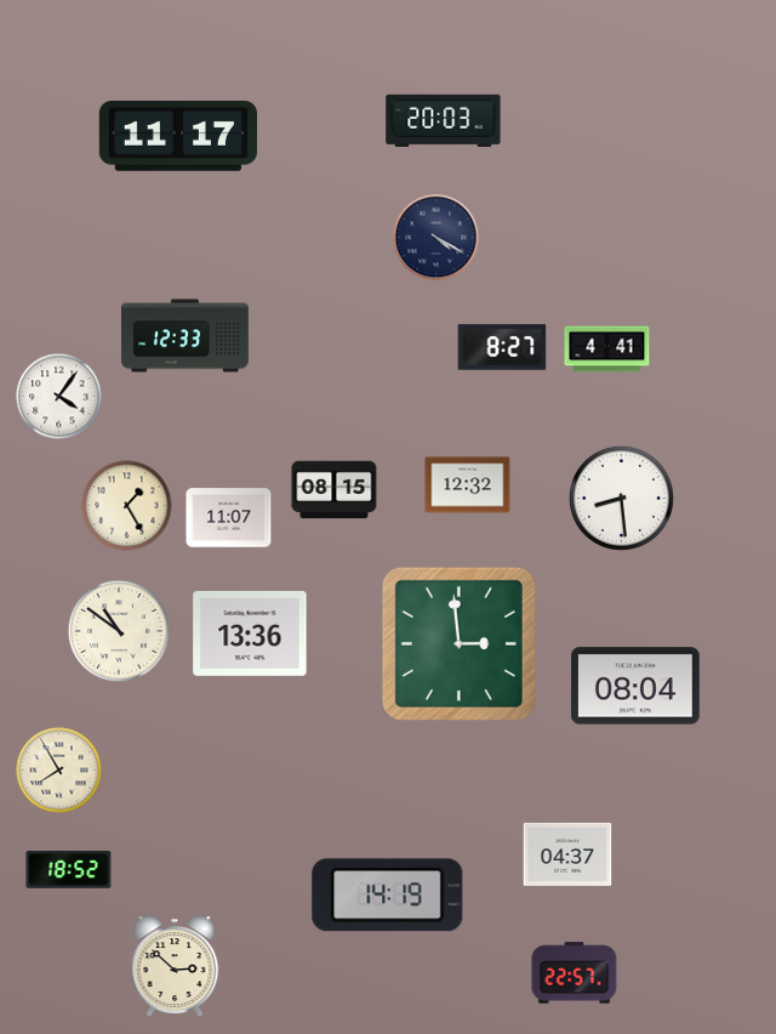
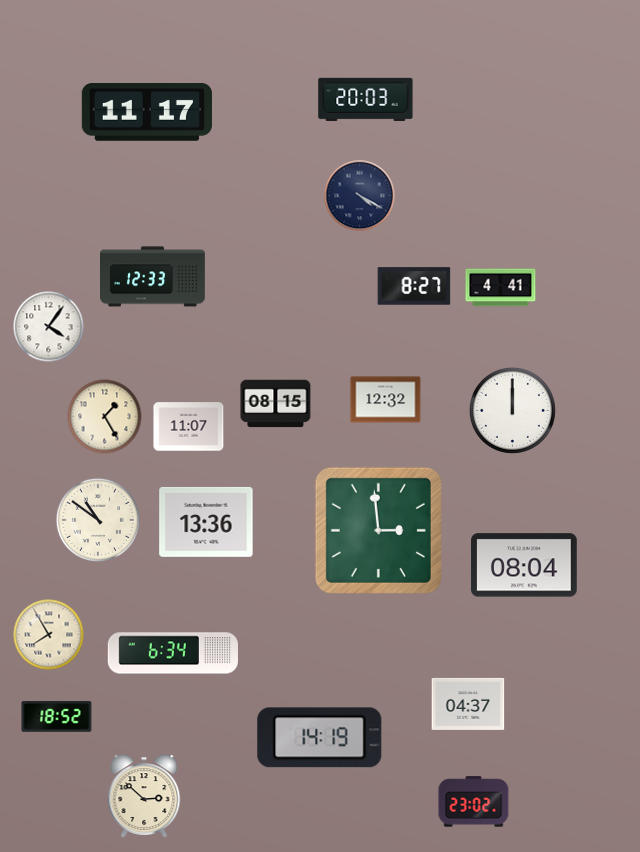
clock at (621, 498): 8:29 -> 12:00
clock at (172, 653): none -> 6:34
clock at (575, 973): 22:57 -> 23:02
